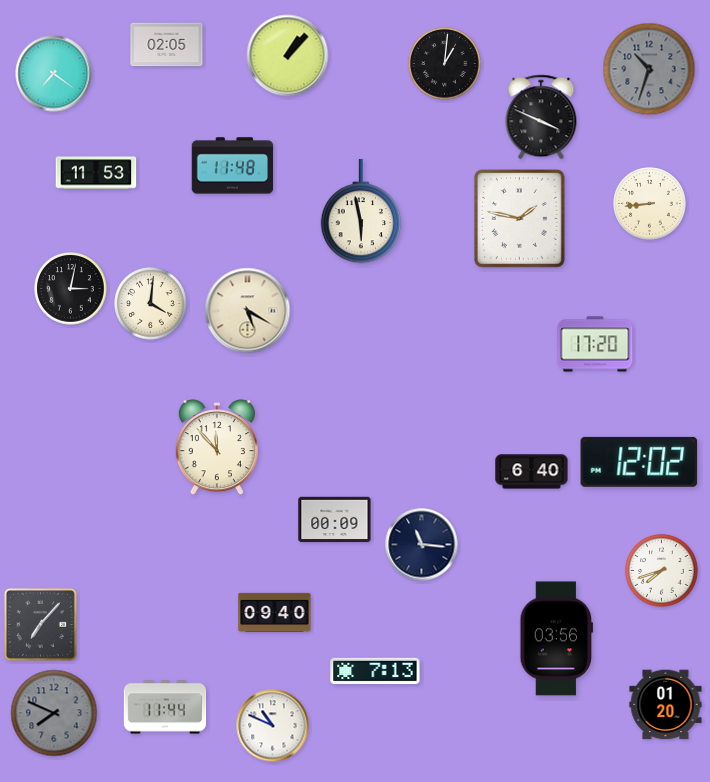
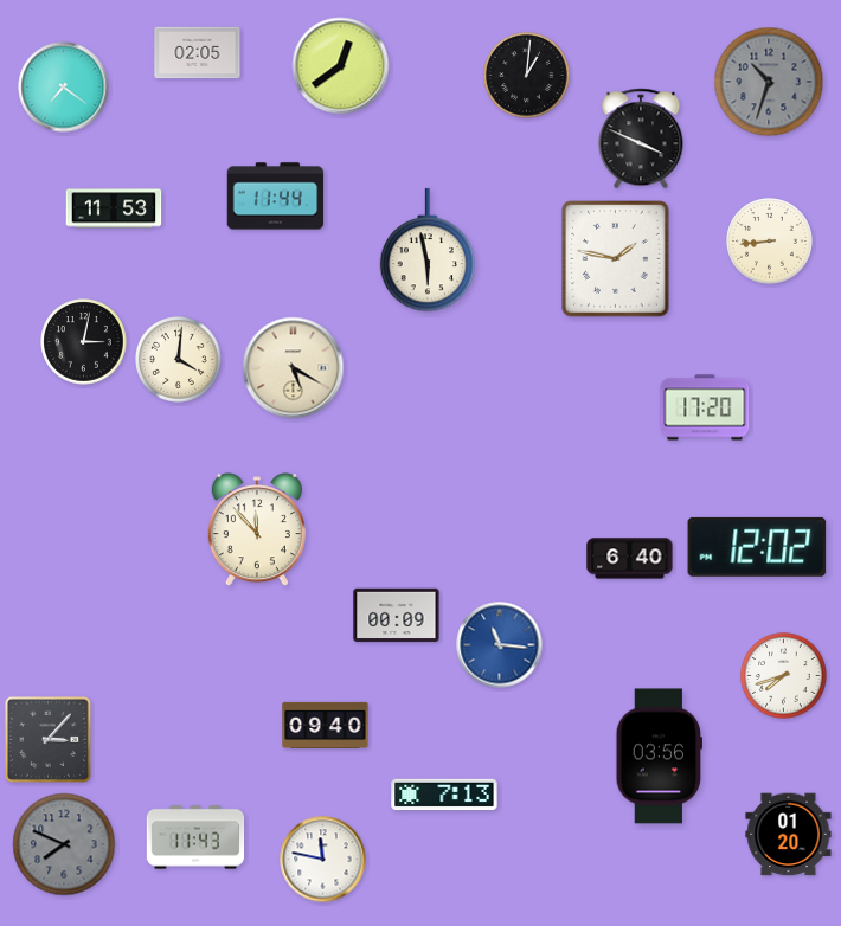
clock at (288, 56): 1:07 -> 12:39
clock at (233, 166): 11:48 -> 11:44
clock at (96, 173) position: (96, 173) -> (114, 208)
clock at (422, 545) dial: navy -> blue
clock at (40, 624): 7:07 -> 3:07
clock at (165, 707): 11:44 -> 11:43
clock at (273, 726): 10:49 -> 11:47
